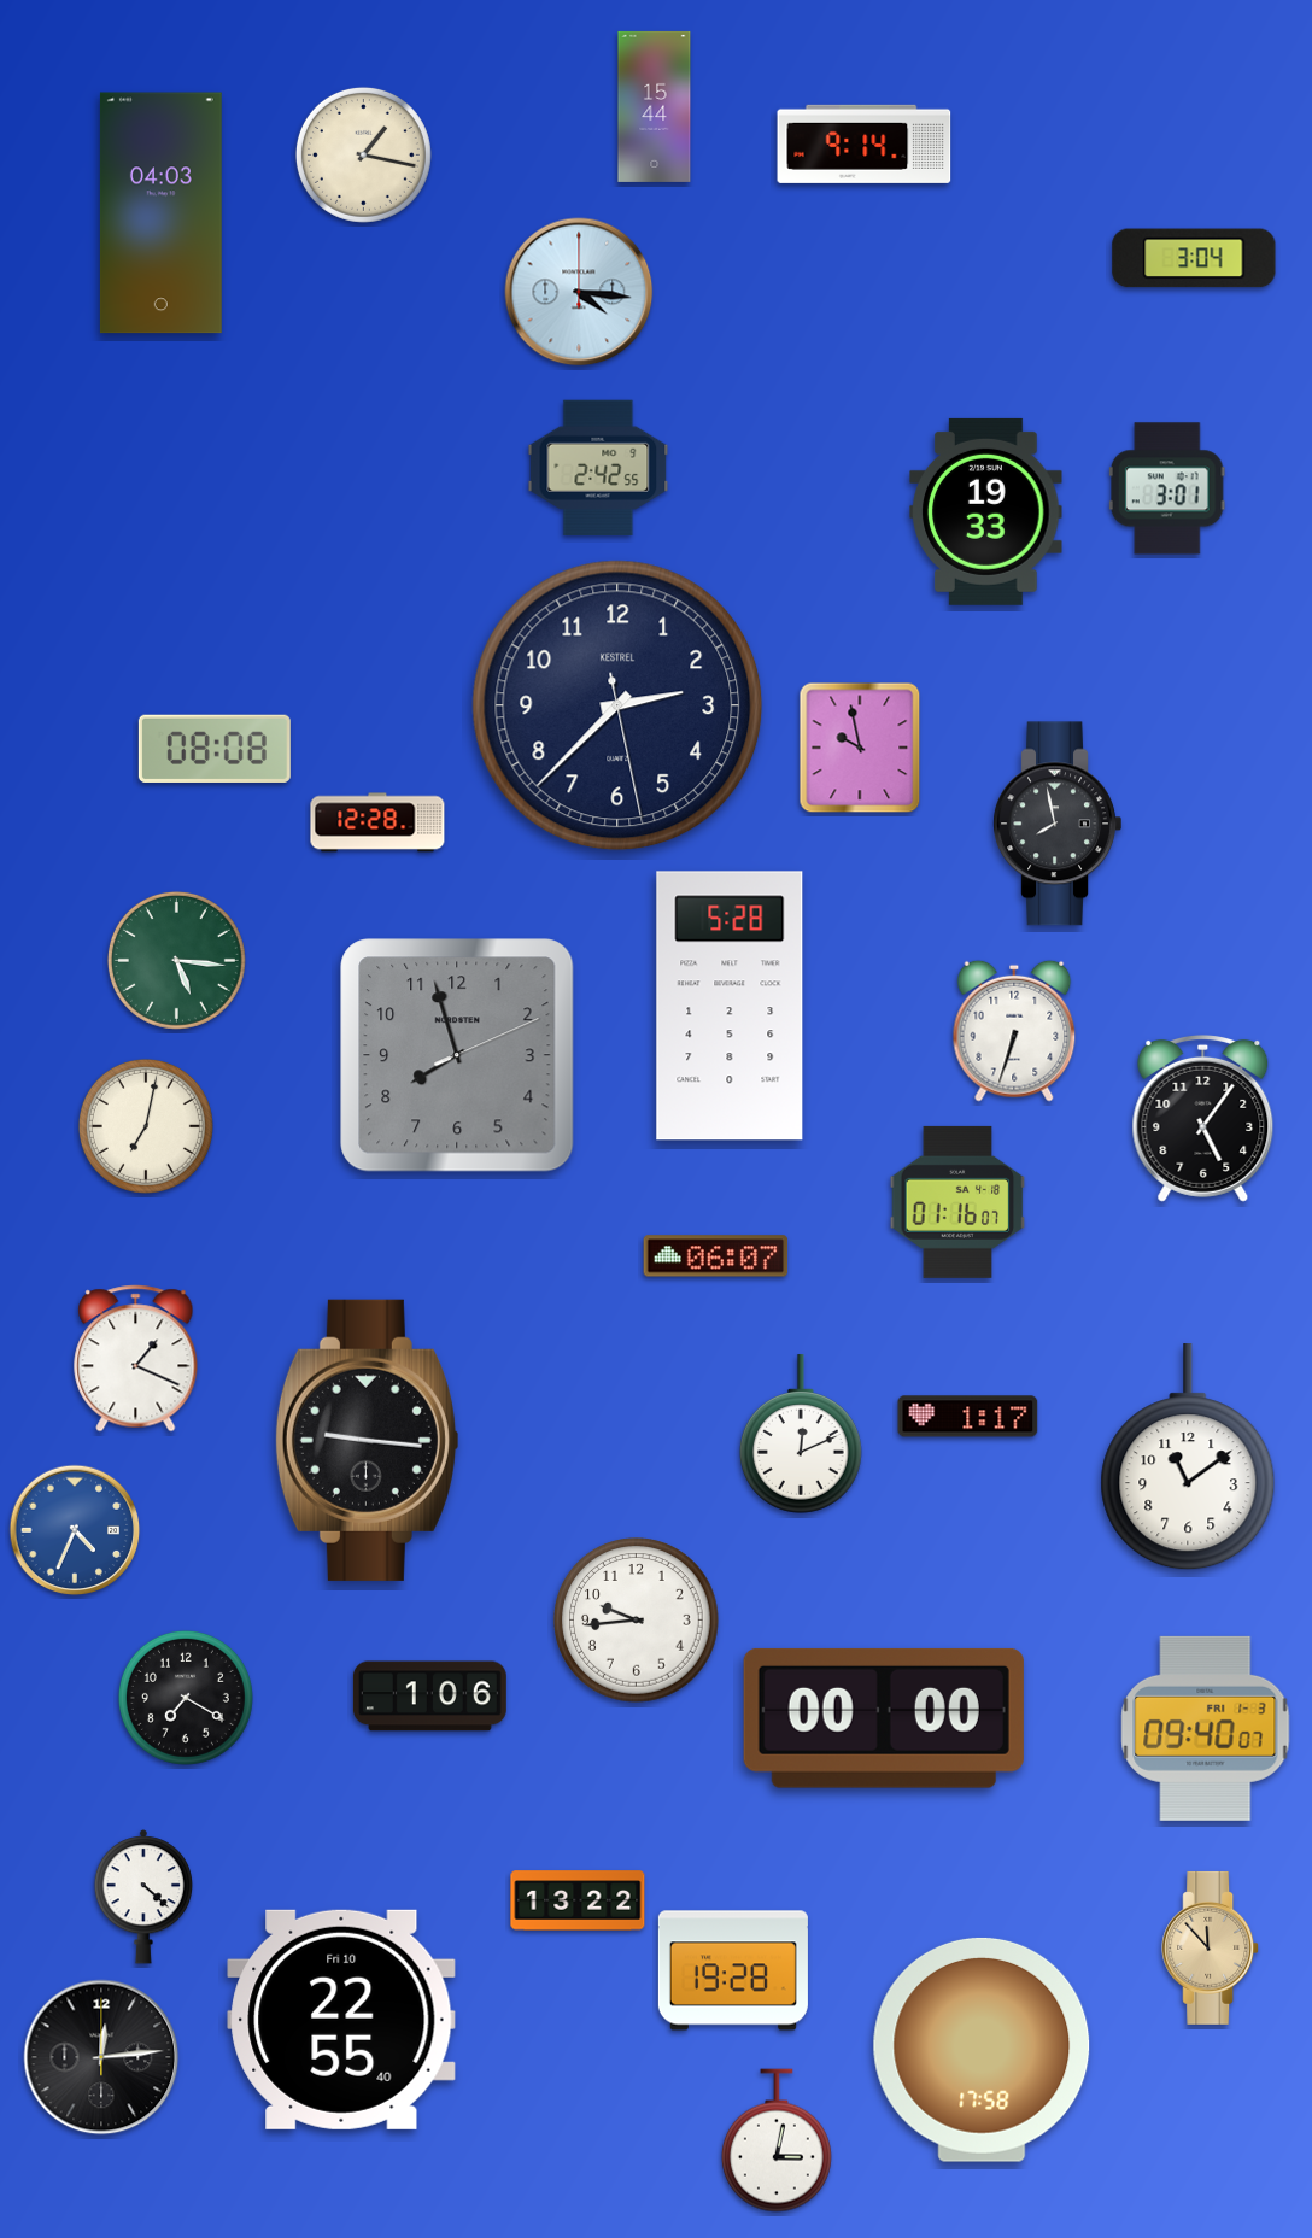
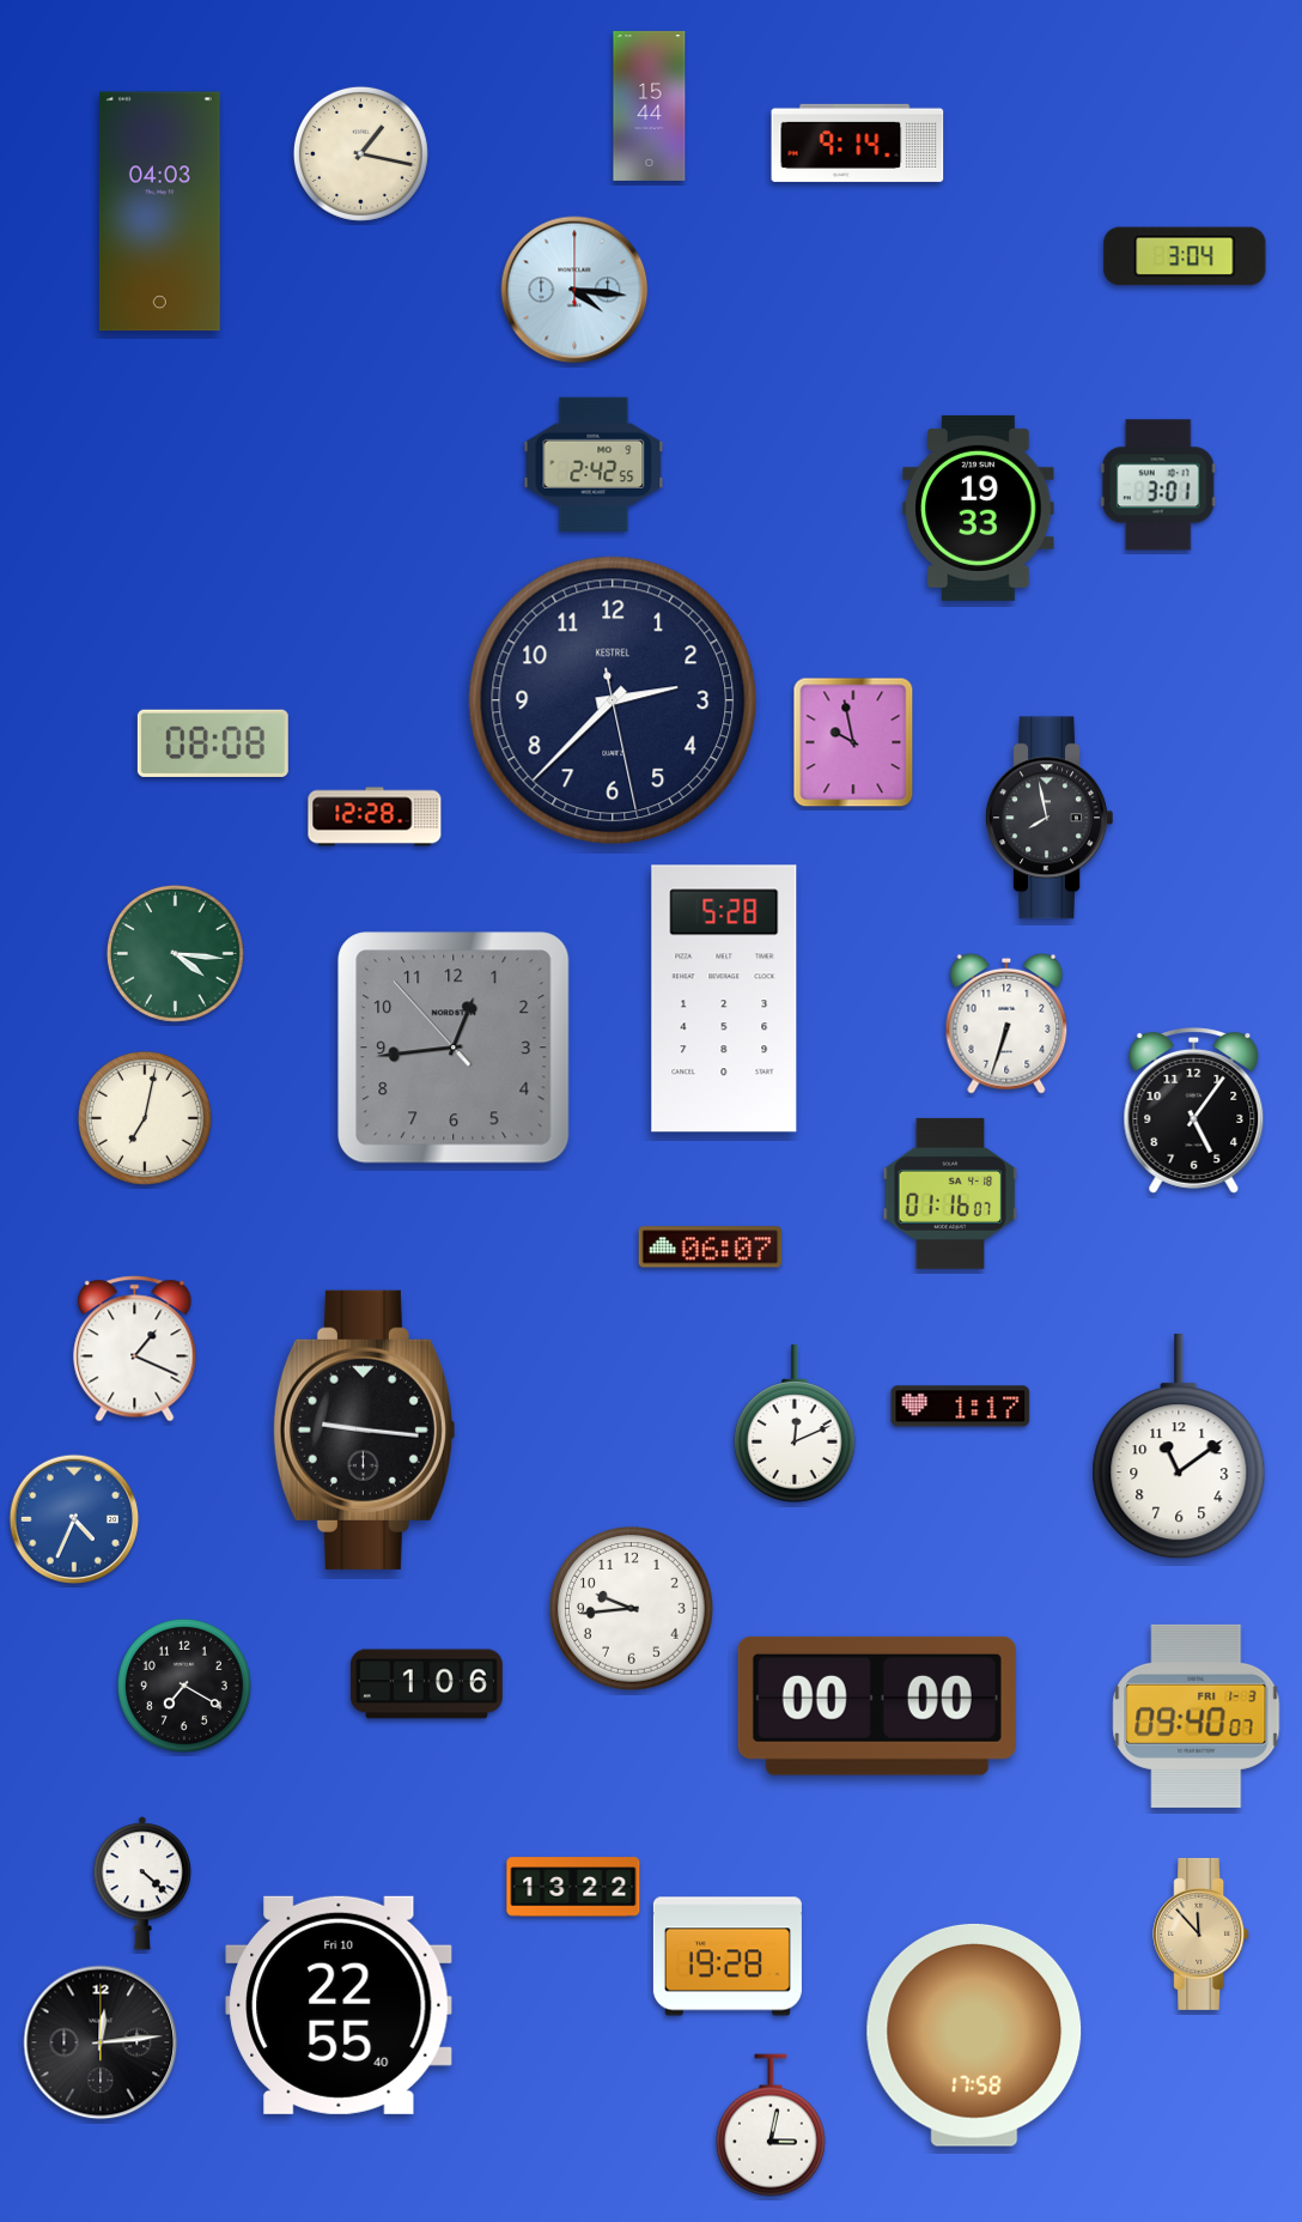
clock at (176, 960): 5:16 -> 4:16
clock at (457, 1055): 7:57 -> 12:43
